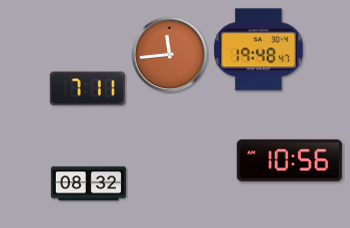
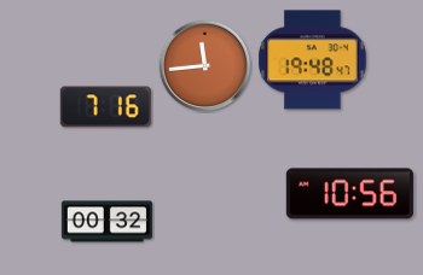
clock at (87, 89): 7:11 -> 7:16
clock at (88, 184): 08:32 -> 00:32
